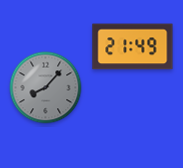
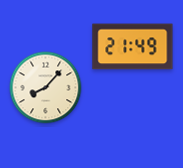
clock at (46, 88) dial: grey -> cream
